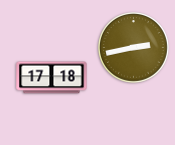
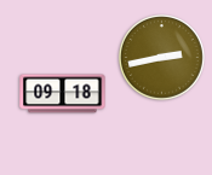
clock at (52, 78): 17:18 -> 09:18
